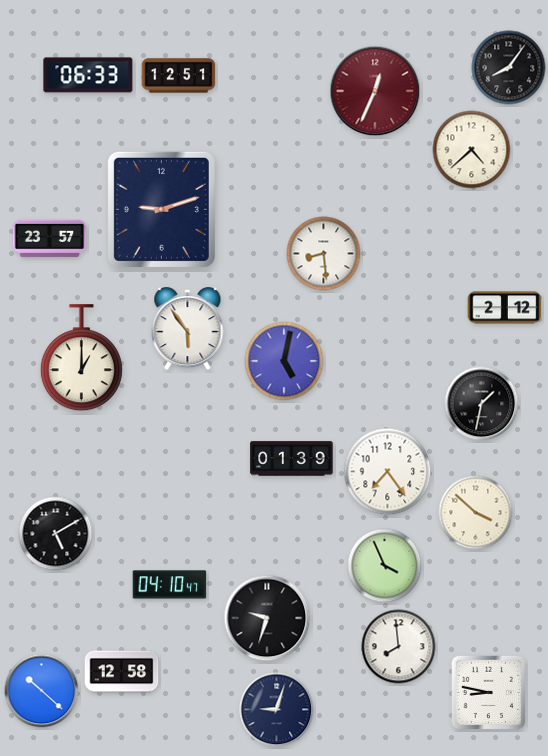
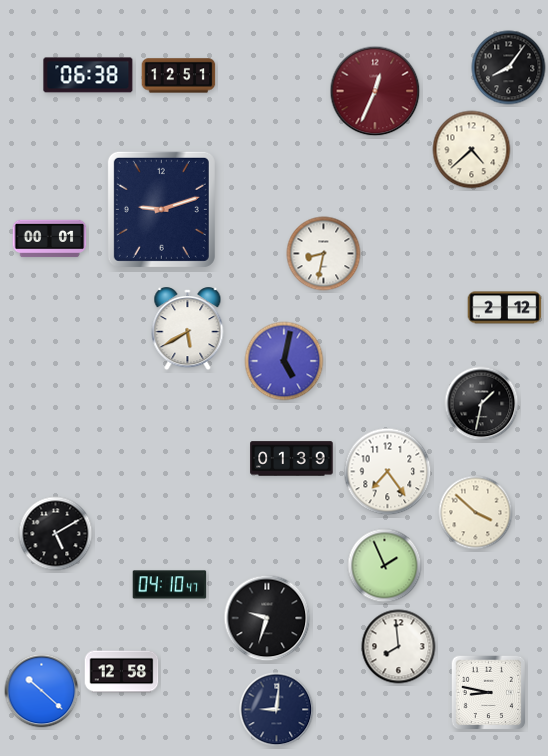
clock at (88, 75): 06:33 -> 06:38
clock at (50, 239): 23:57 -> 00:01
clock at (324, 254): 8:29 -> 8:32
clock at (188, 329): 5:54 -> 5:40
clock at (81, 358): 1:00 -> none
clock at (385, 566): 3:56 -> 1:56
clock at (277, 710): 9:03 -> 9:01
